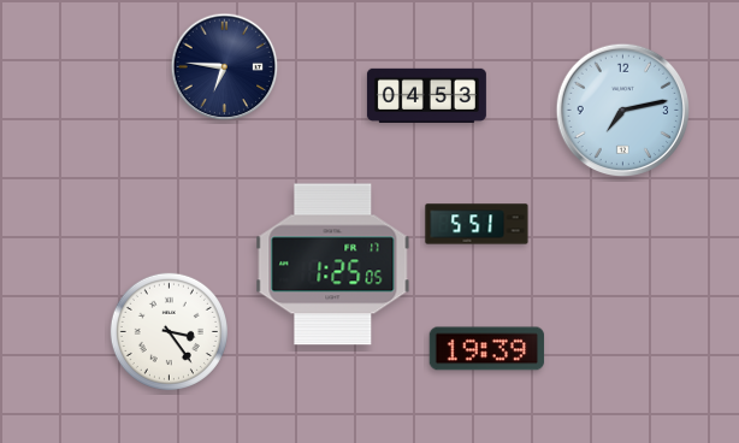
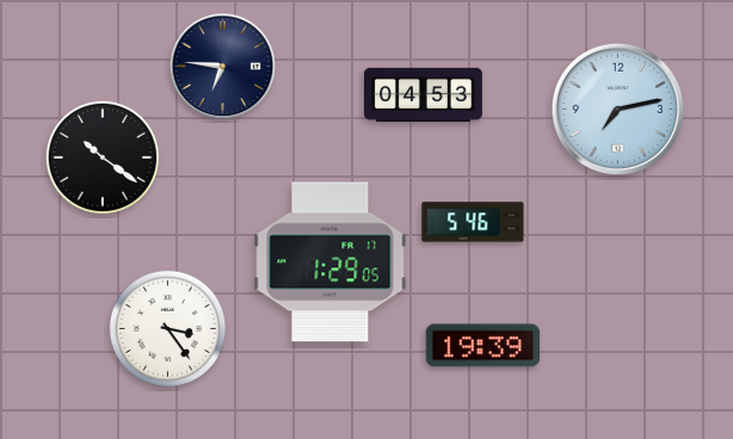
clock at (103, 157): none -> 10:21
clock at (477, 224): 5:51 -> 5:46
clock at (333, 265): 1:25 -> 1:29
